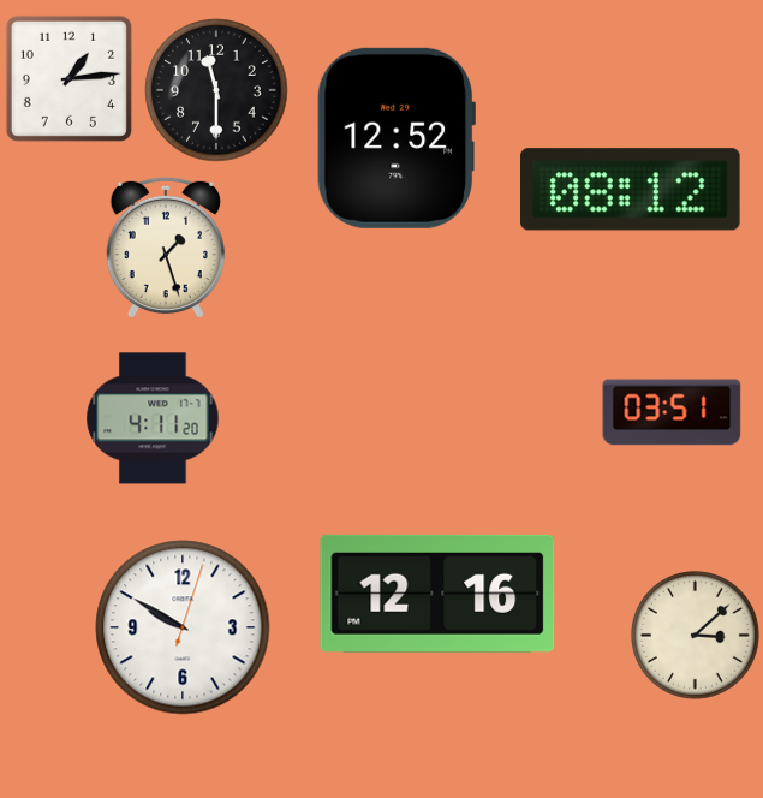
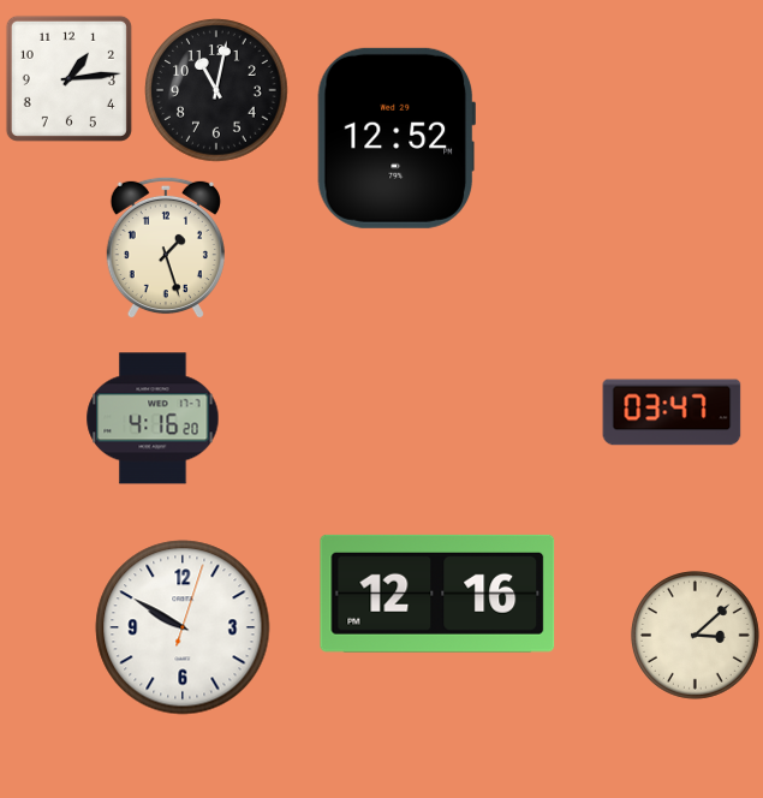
clock at (216, 90): 11:30 -> 11:02
clock at (631, 190): 08:12 -> none
clock at (672, 412): 03:51 -> 03:47
clock at (153, 418): 4:11 -> 4:16
